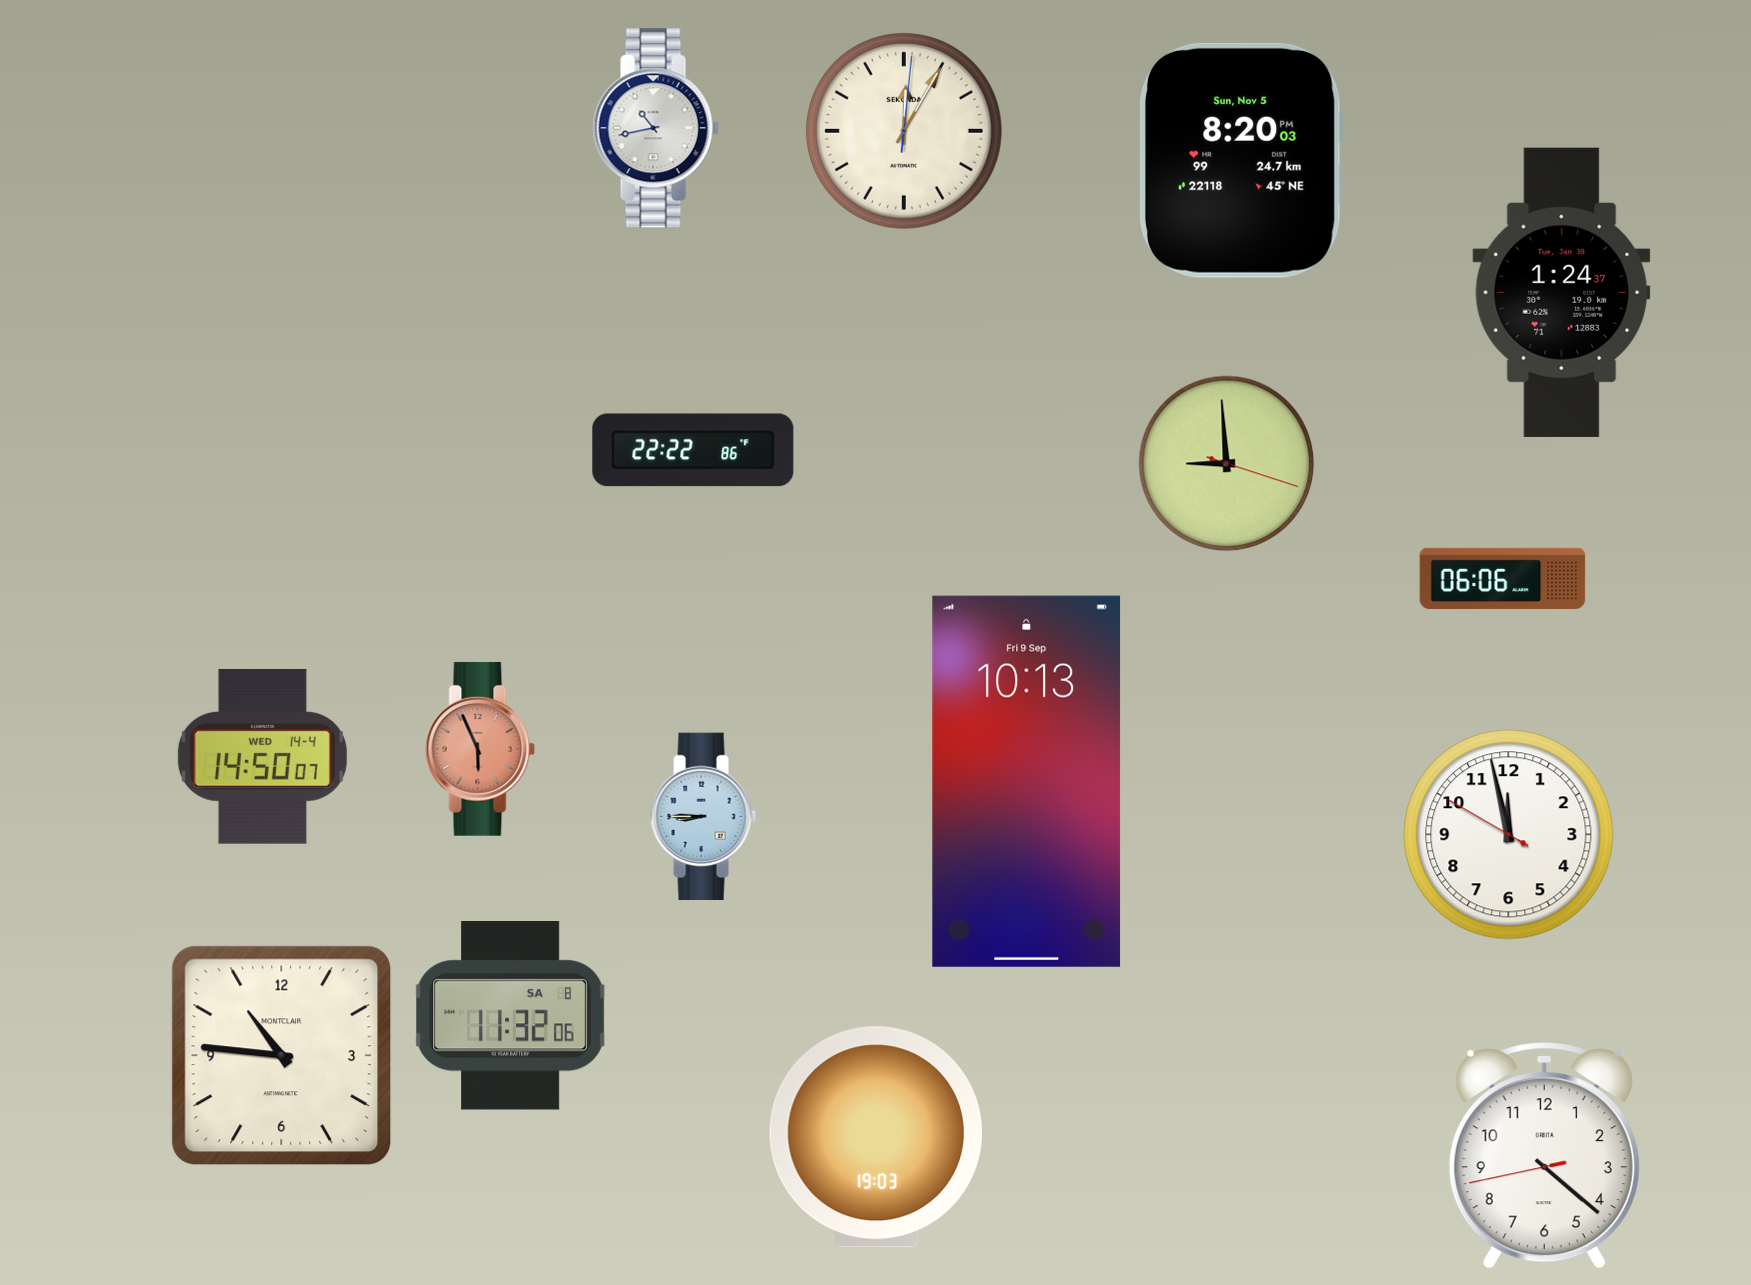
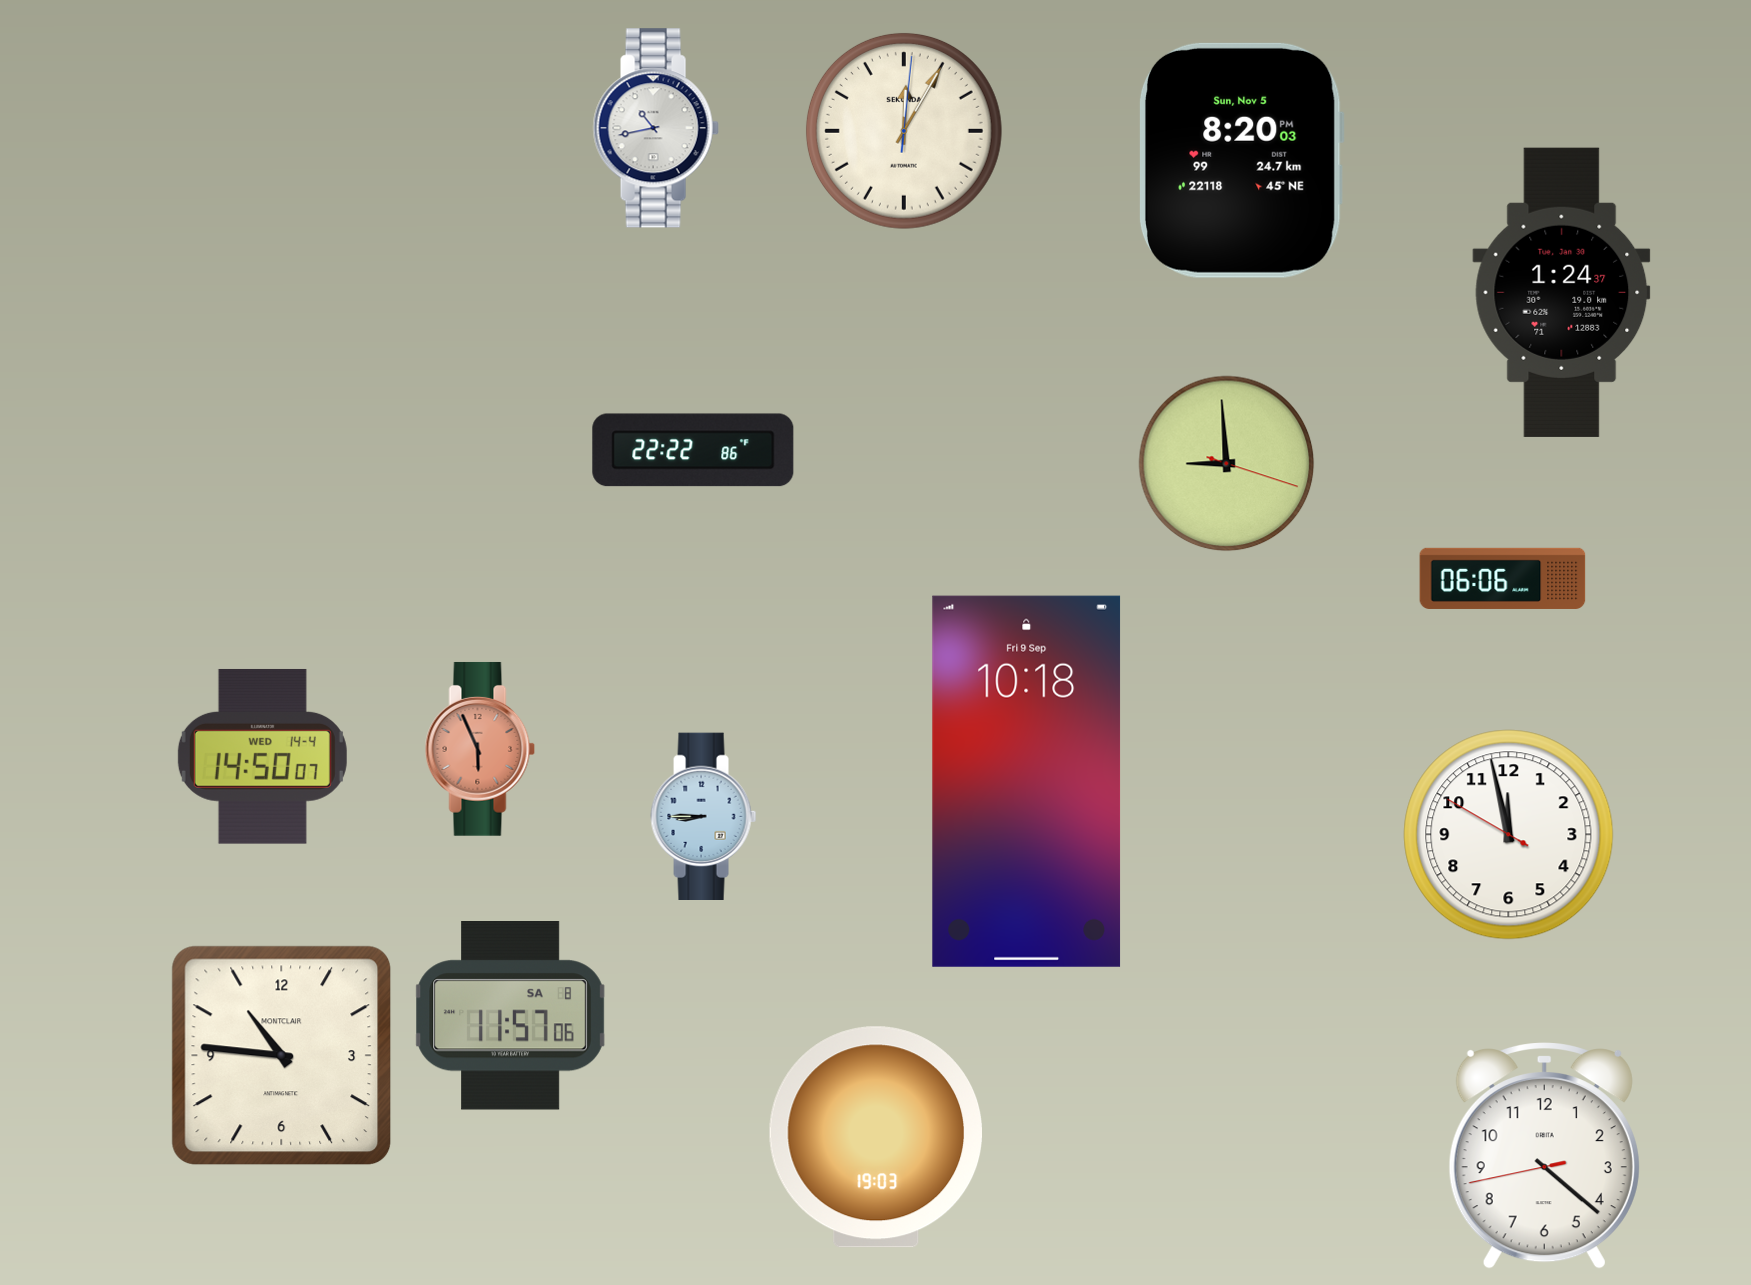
clock at (1027, 781): 10:13 -> 10:18
clock at (510, 1016): 11:32 -> 11:57
